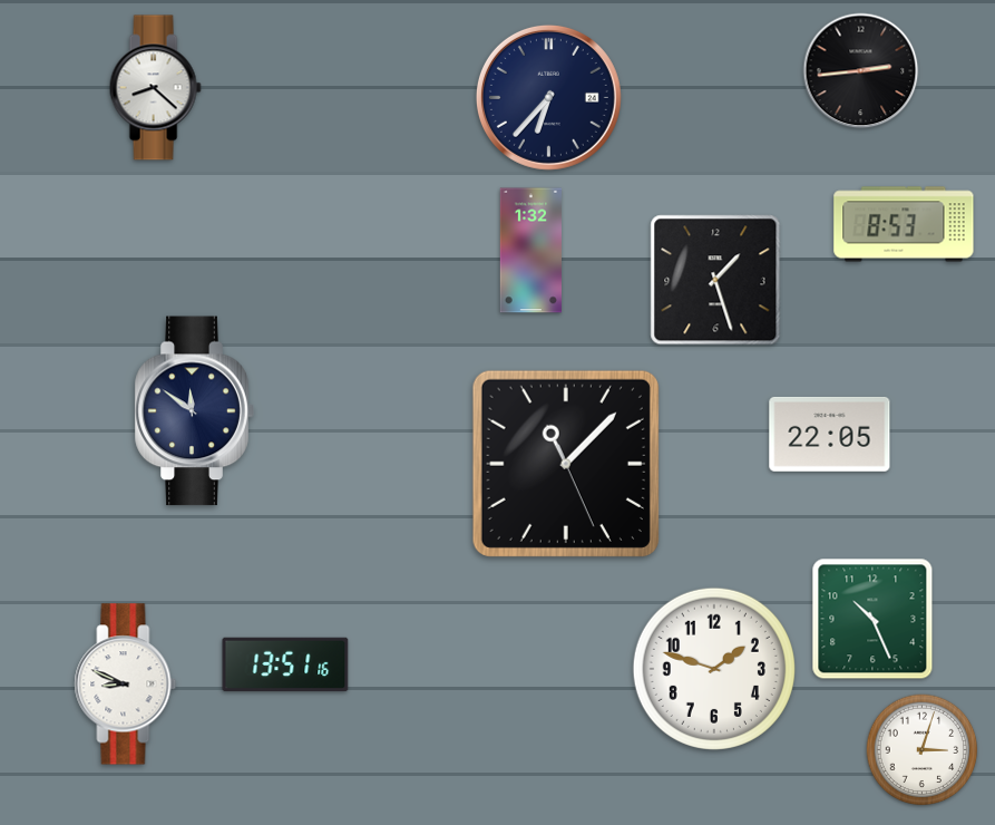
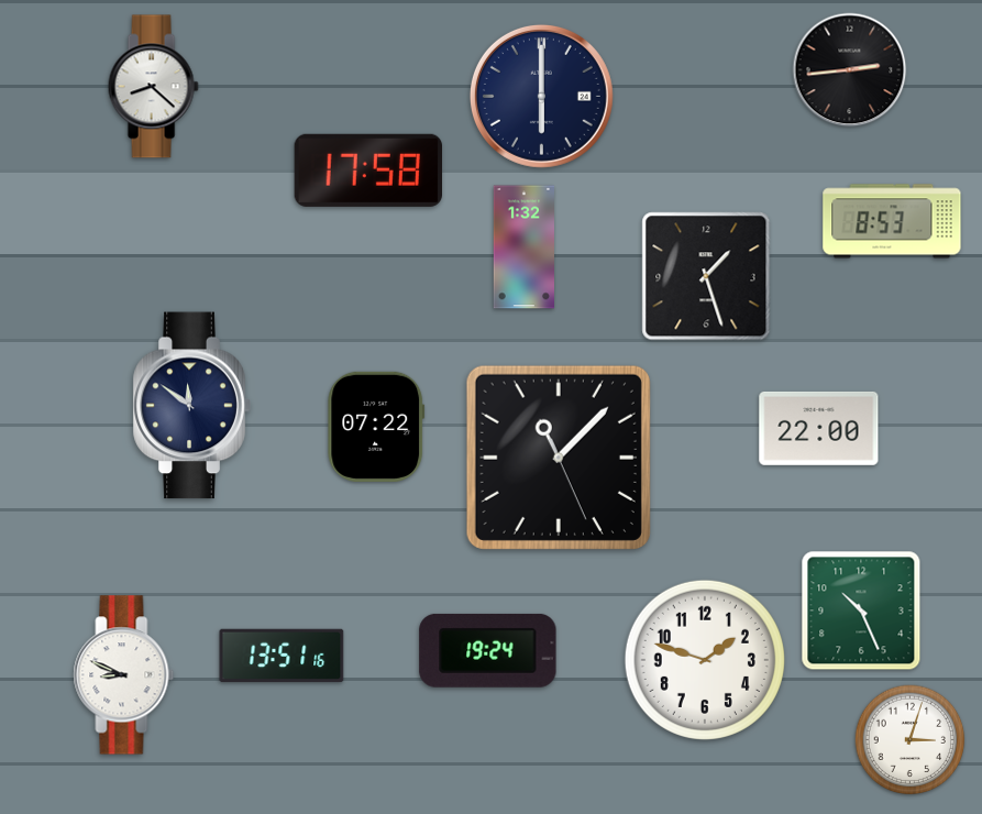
clock at (548, 97): 6:37 -> 6:00
clock at (367, 170): none -> 17:58
clock at (376, 427): none -> 07:22
clock at (830, 434): 22:05 -> 22:00
clock at (488, 650): none -> 19:24
